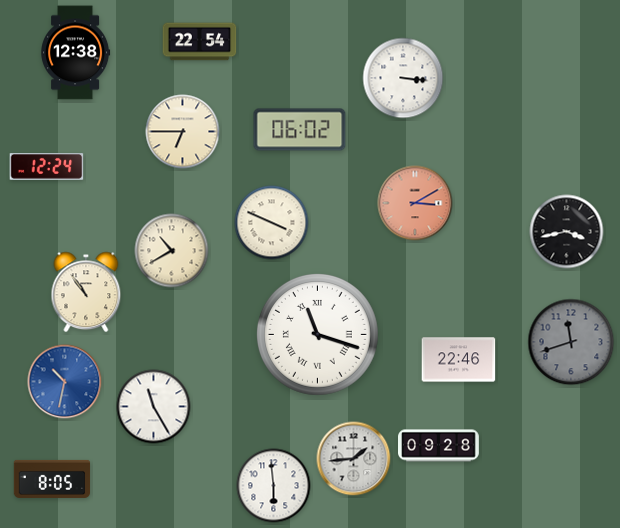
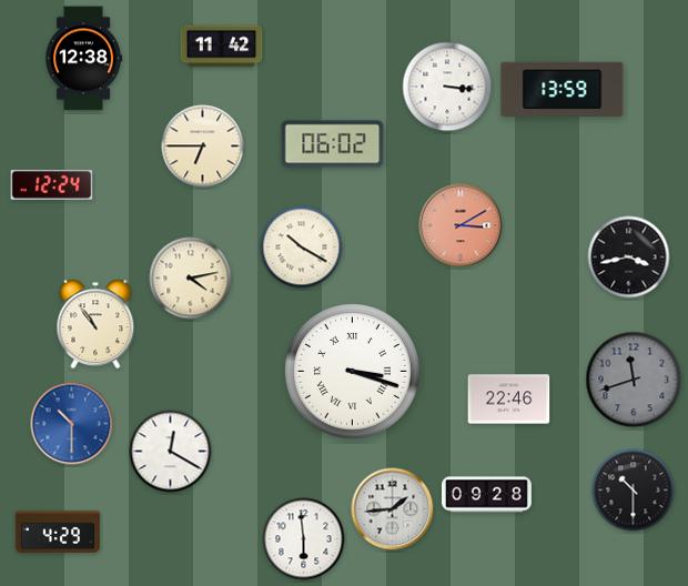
clock at (200, 42): 22:54 -> 11:42
clock at (563, 89): none -> 13:59
clock at (272, 223): 3:49 -> 10:20
clock at (172, 251): 10:40 -> 4:13
clock at (317, 334): 11:18 -> 3:18
clock at (65, 382): 10:32 -> 10:30
clock at (154, 407): 11:25 -> 12:20
clock at (634, 491): none -> 10:30
clock at (52, 479): 8:05 -> 4:29
